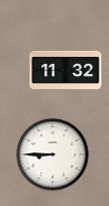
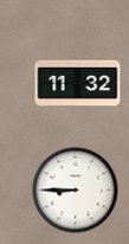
clock at (53, 155) position: (53, 155) -> (76, 191)
